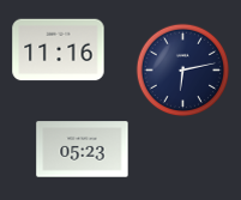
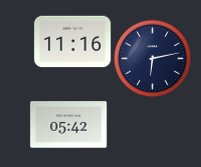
clock at (59, 50) position: (59, 50) -> (73, 42)
clock at (83, 150): 05:23 -> 05:42
